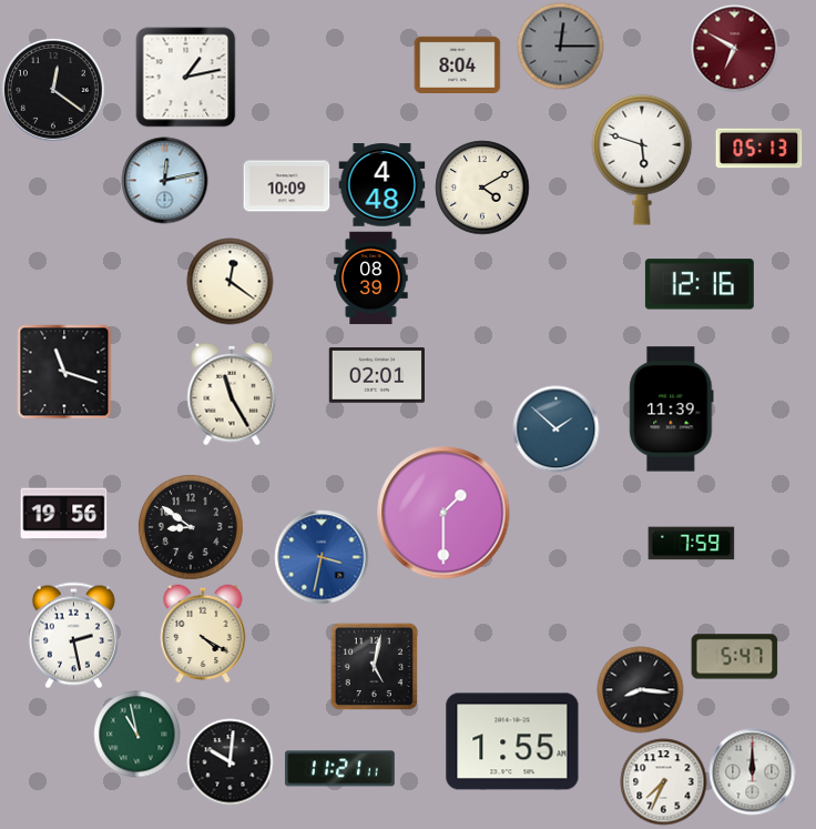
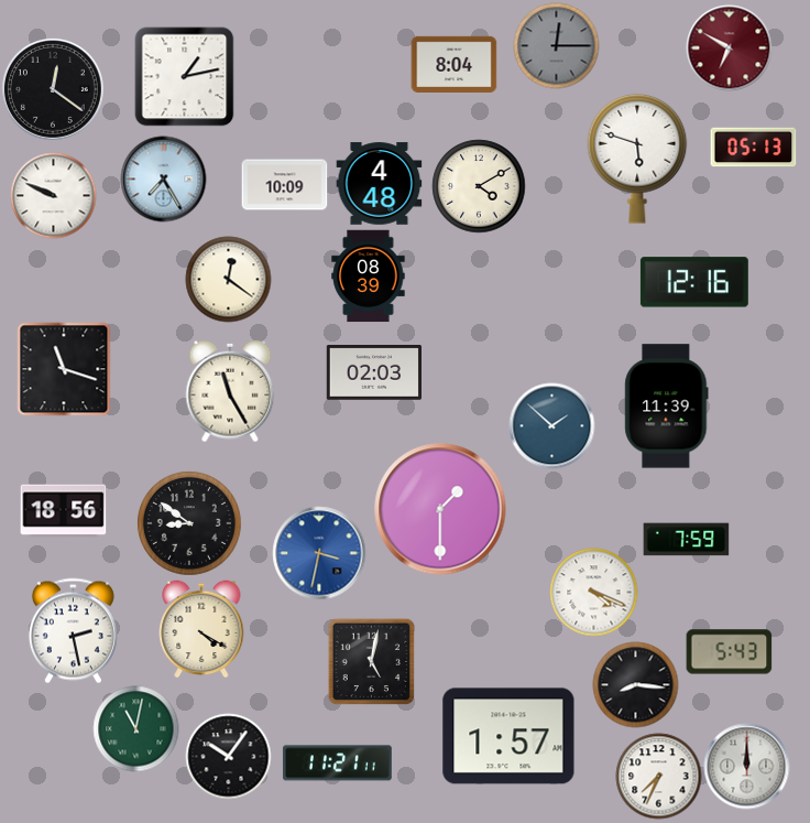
clock at (164, 180): 12:13 -> 7:25
clock at (53, 195): none -> 9:49
clock at (376, 376): 02:01 -> 02:03
clock at (63, 515): 19:56 -> 18:56
clock at (593, 592): none -> 4:19
clock at (734, 657): 5:47 -> 5:43
clock at (136, 734): 10:58 -> 11:02
clock at (512, 741): 1:55 -> 1:57
clock at (229, 761): 10:01 -> 10:06
